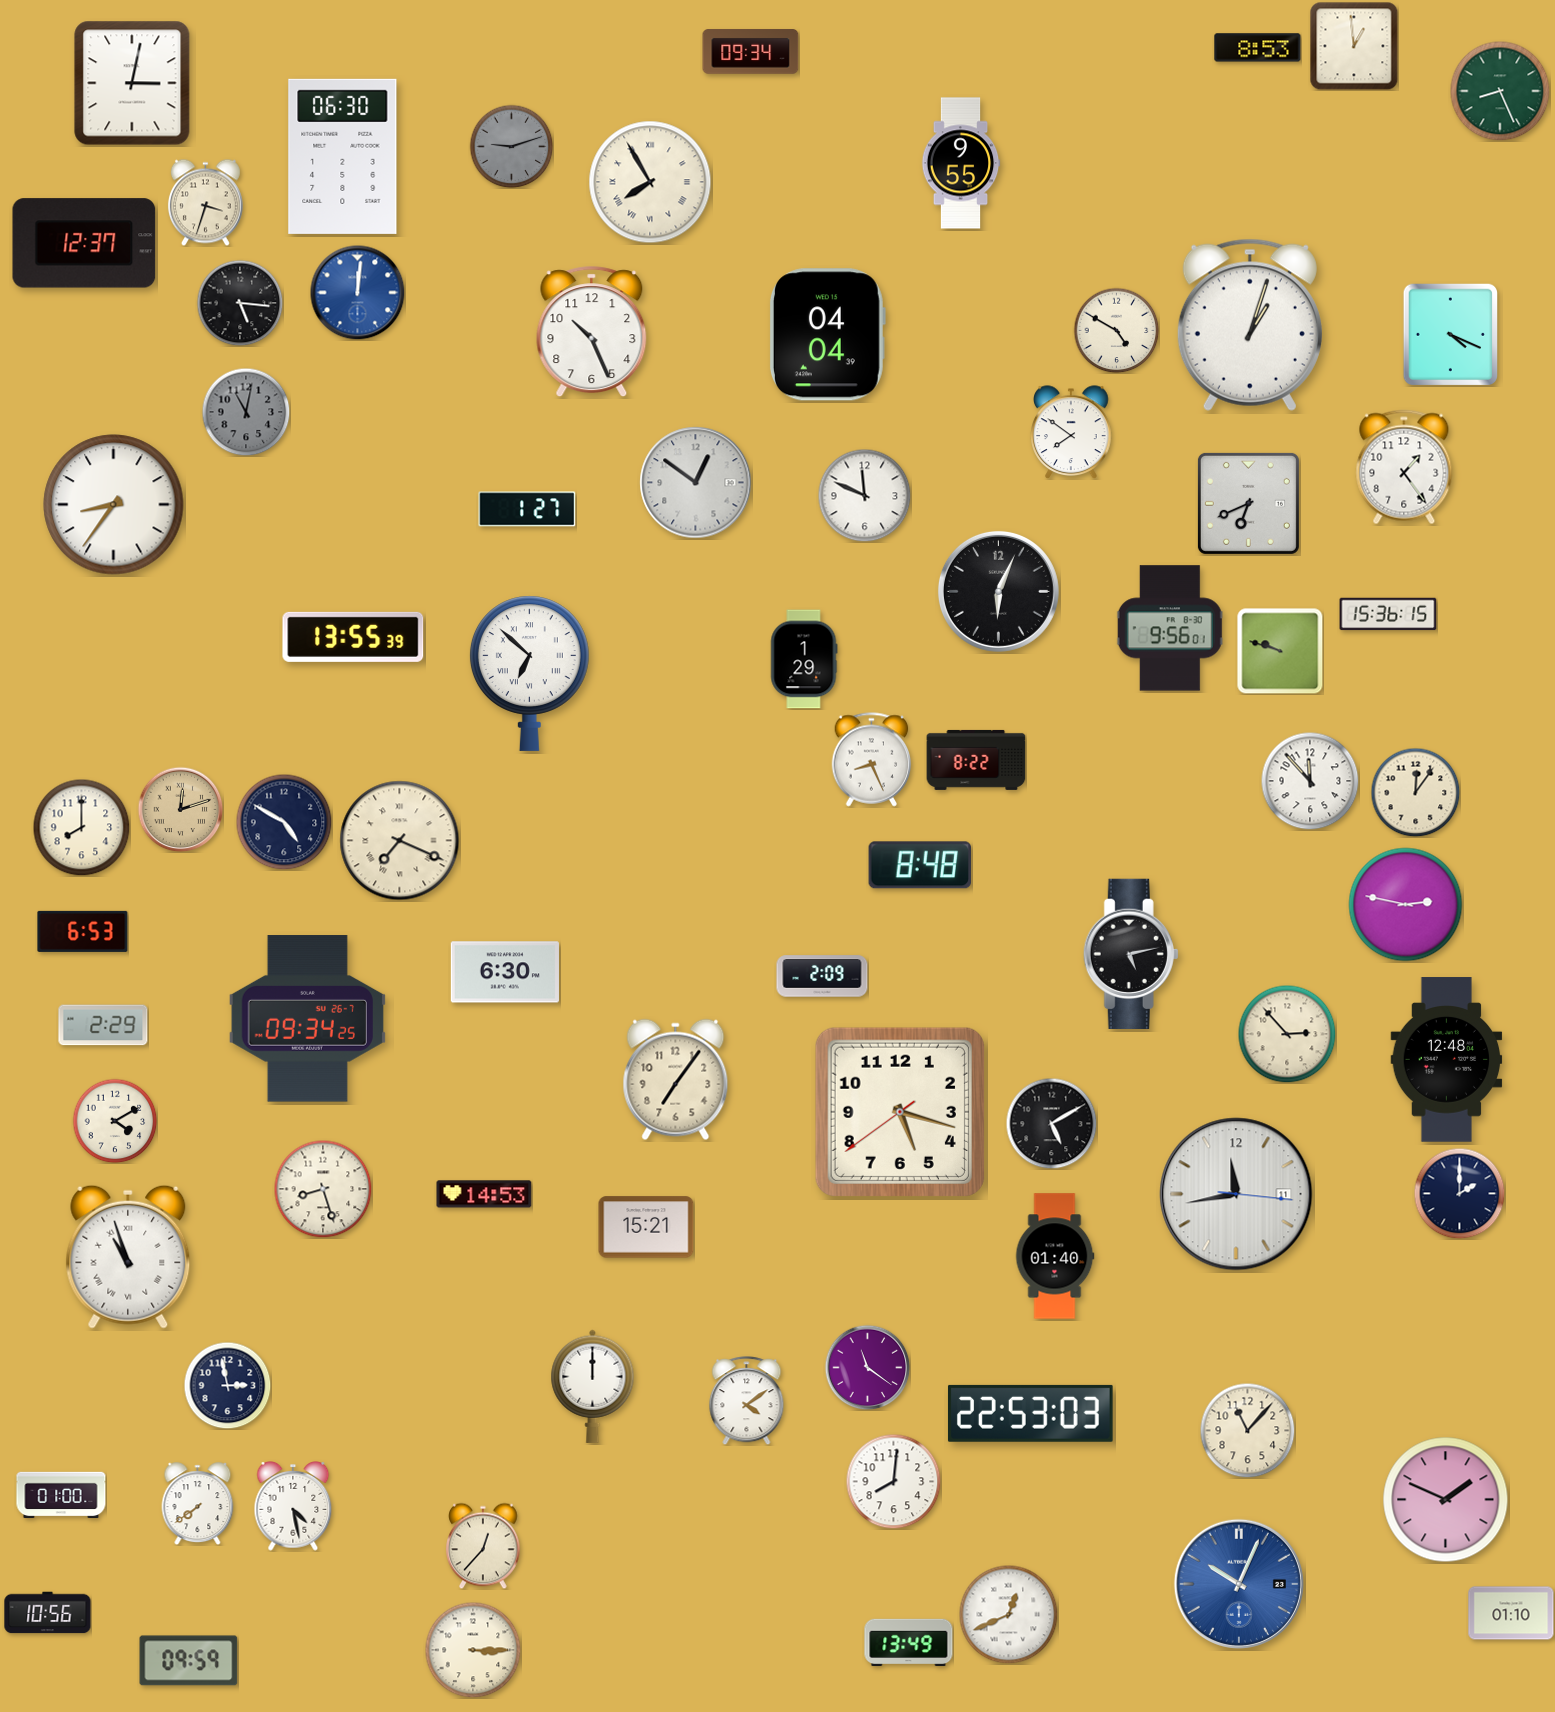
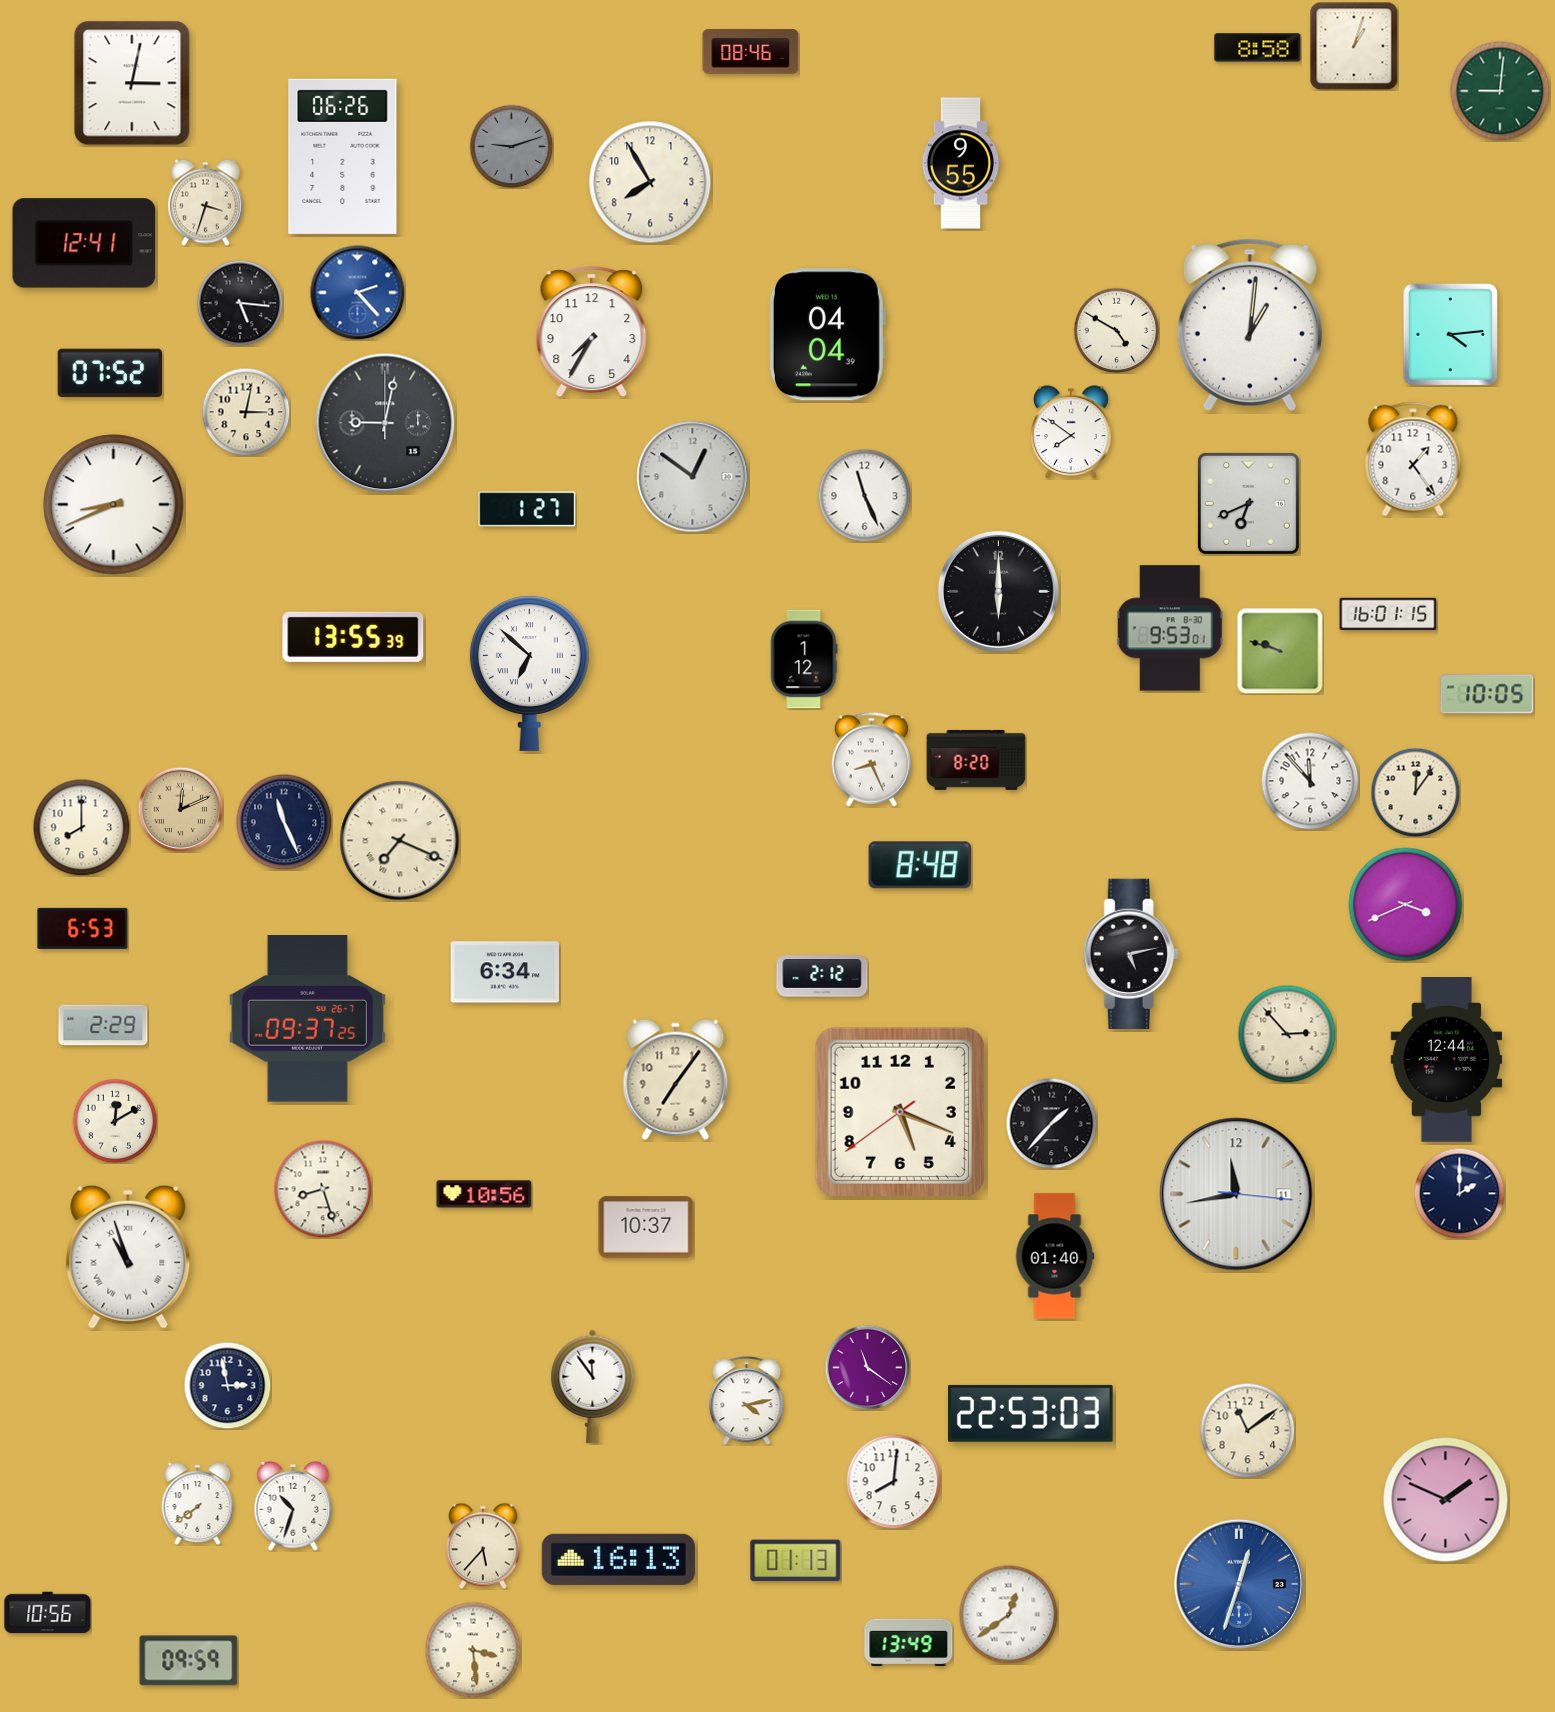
clock at (1354, 46): 12:59 -> 1:03
clock at (1258, 48): 8:53 -> 8:58
clock at (751, 52): 09:34 -> 08:46
clock at (1500, 91): 8:26 -> 9:01
clock at (343, 156): 06:30 -> 06:26
clock at (650, 182) numerals: Roman -> Arabic
clock at (84, 243): 12:37 -> 12:41
clock at (357, 292): 12:01 -> 2:23
clock at (1250, 325): 1:03 -> 1:01
clock at (592, 332): 10:26 -> 7:35
clock at (1450, 334): 4:19 -> 4:14
clock at (110, 373): none -> 07:52
clock at (246, 412): 11:02 -> 3:02
clock at (246, 412) dial: grey -> cream
clock at (385, 423): none -> 9:02
clock at (1404, 467) position: (1404, 467) -> (1413, 459)
clock at (696, 483) position: (696, 483) -> (693, 477)
clock at (864, 495): 11:49 -> 11:26
clock at (114, 505): 8:36 -> 8:41
clock at (998, 591): 6:04 -> 6:00
clock at (1388, 614): 15:36 -> 16:01
clock at (1170, 628): 9:56 -> 9:53
clock at (804, 659): 1:29 -> 1:12
clock at (1487, 694): none -> 10:05
clock at (976, 760): 8:22 -> 8:20
clock at (180, 809): 12:12 -> 12:11
clock at (284, 822): 4:50 -> 11:26
clock at (1406, 905): 2:47 -> 3:41
clock at (83, 931) position: (83, 931) -> (83, 928)
clock at (505, 972): 6:30 -> 6:34
clock at (822, 976): 2:09 -> 2:12
clock at (307, 1019): 09:34 -> 09:37
clock at (1447, 1060): 12:48 -> 12:44
clock at (900, 1112): 5:17 -> 5:18
clock at (115, 1121): 4:10 -> 12:10
clock at (1051, 1123): 5:10 -> 1:37
clock at (484, 1194): 14:53 -> 10:56
clock at (646, 1227): 15:21 -> 10:37
clock at (593, 1386): 12:00 -> 11:54
clock at (747, 1401): 4:09 -> 4:13
clock at (1247, 1430): 11:07 -> 11:09
clock at (61, 1495): 01:00 -> none
clock at (293, 1507): 4:28 -> 10:33
clock at (483, 1546): 12:37 -> 5:37
clock at (618, 1559): none -> 16:13
clock at (796, 1561): none -> 01:13
clock at (1239, 1584): 10:04 -> 12:33
clock at (1511, 1613): 01:10 -> none
clock at (1009, 1615): 12:41 -> 12:39
clock at (473, 1650): 3:15 -> 3:29
